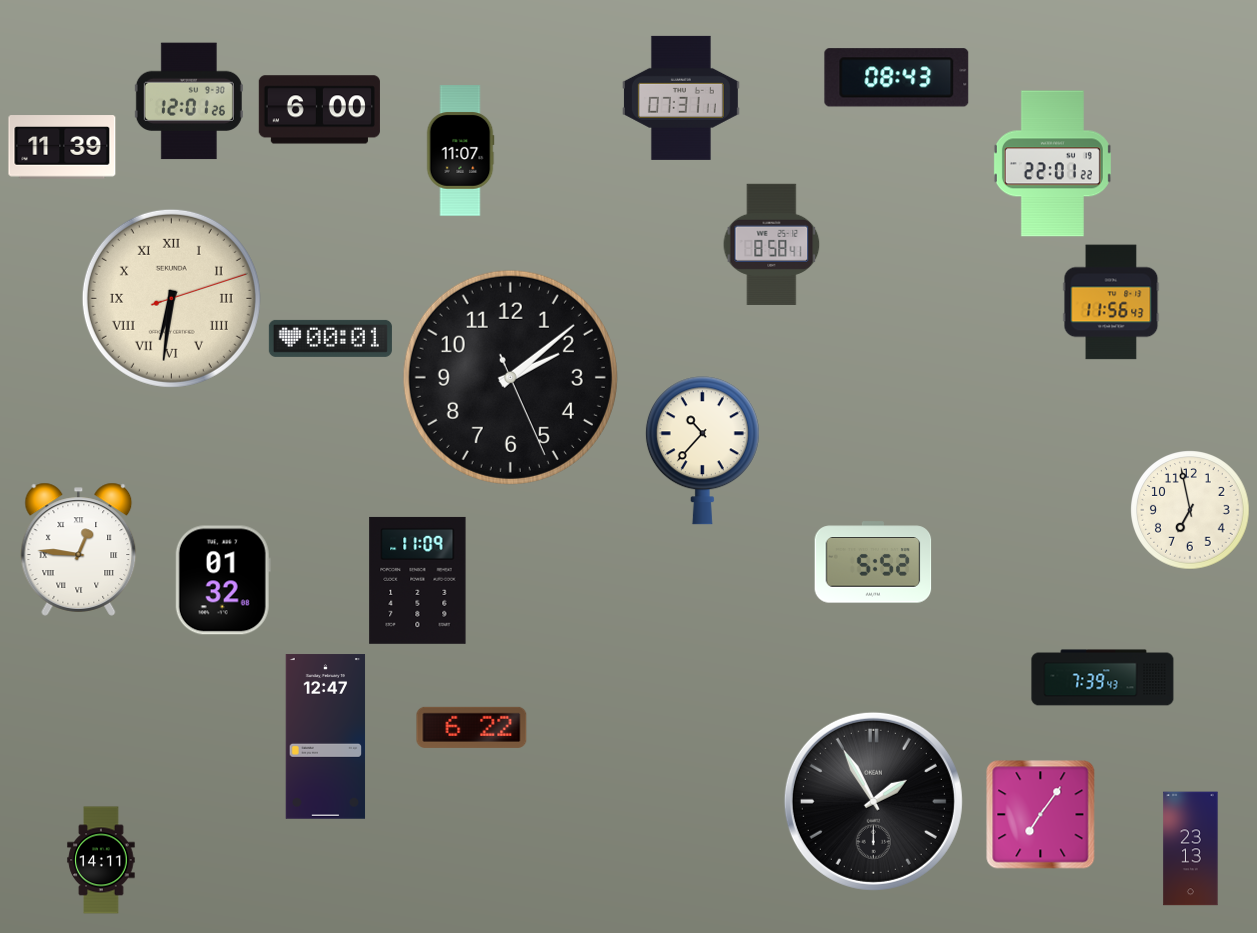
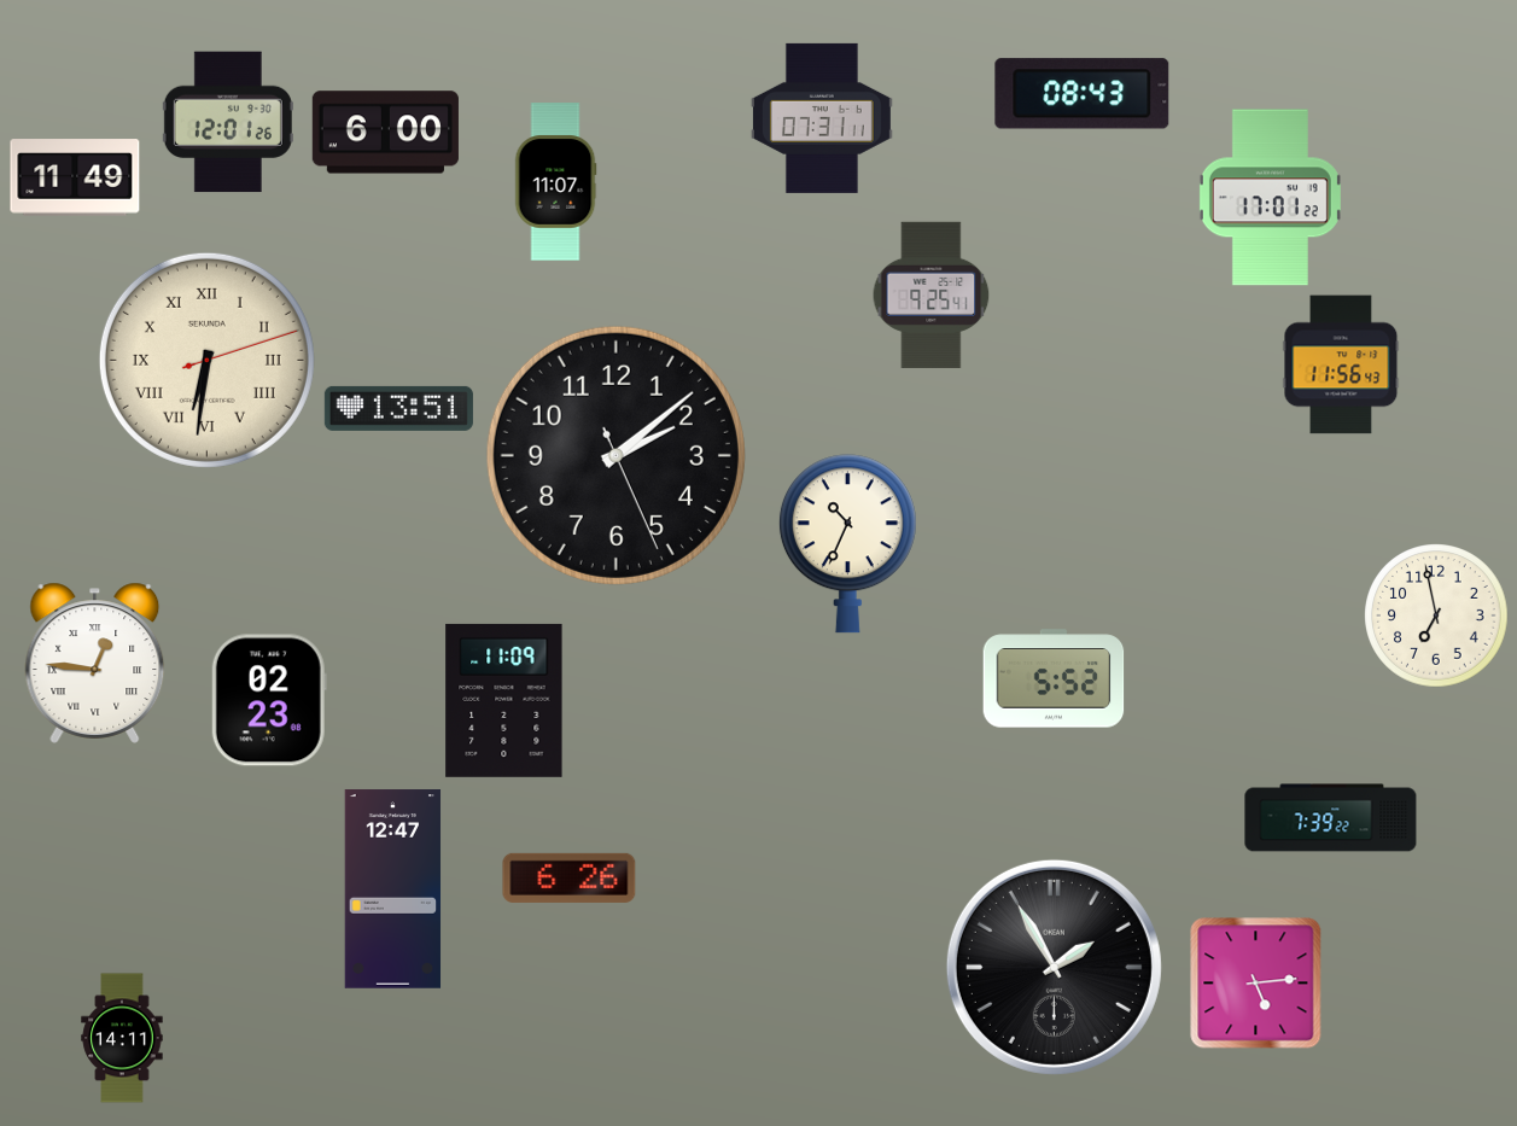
clock at (62, 147): 11:39 -> 11:49
clock at (1052, 164): 22:01 -> 17:01
clock at (772, 244): 8:58 -> 9:25
clock at (330, 338): 00:01 -> 13:51
clock at (702, 451): 10:37 -> 10:34
clock at (223, 580): 01:32 -> 02:23
clock at (1103, 678): 7:39:43 -> 7:39:22
clock at (472, 727): 6:22 -> 6:26
clock at (1041, 815): 7:06 -> 5:14
clock at (1191, 849): 23:13 -> none
